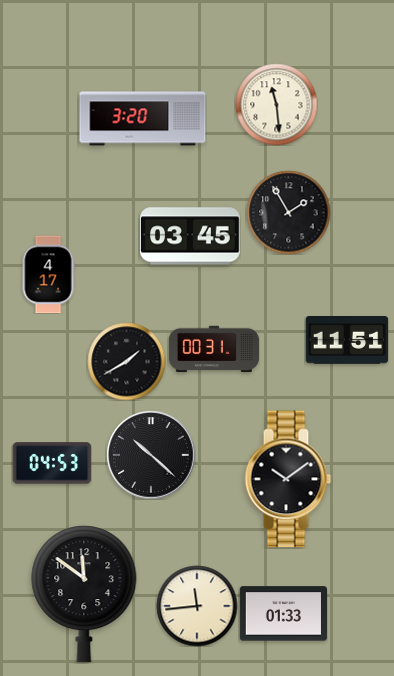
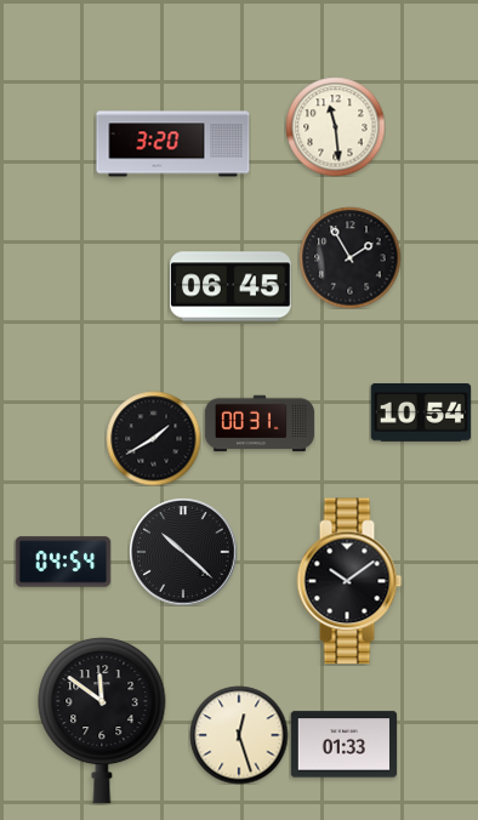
clock at (191, 236): 03:45 -> 06:45
clock at (48, 274): 4:17 -> none
clock at (347, 341): 11:51 -> 10:54
clock at (52, 463): 04:53 -> 04:54
clock at (197, 606): 11:44 -> 12:27
